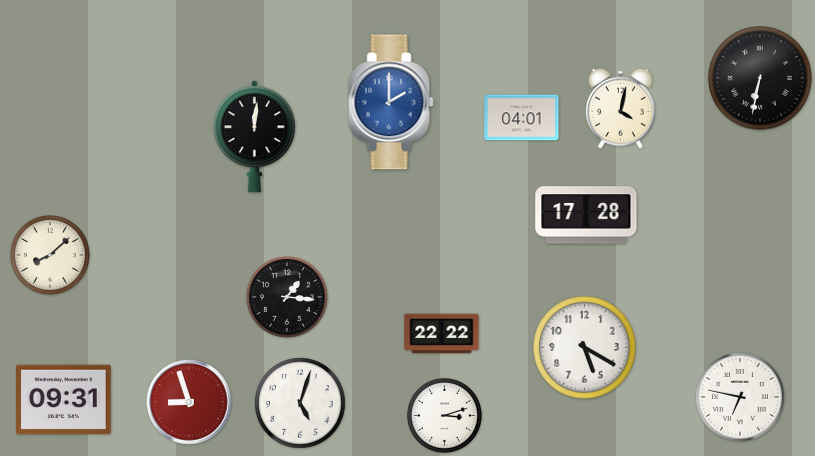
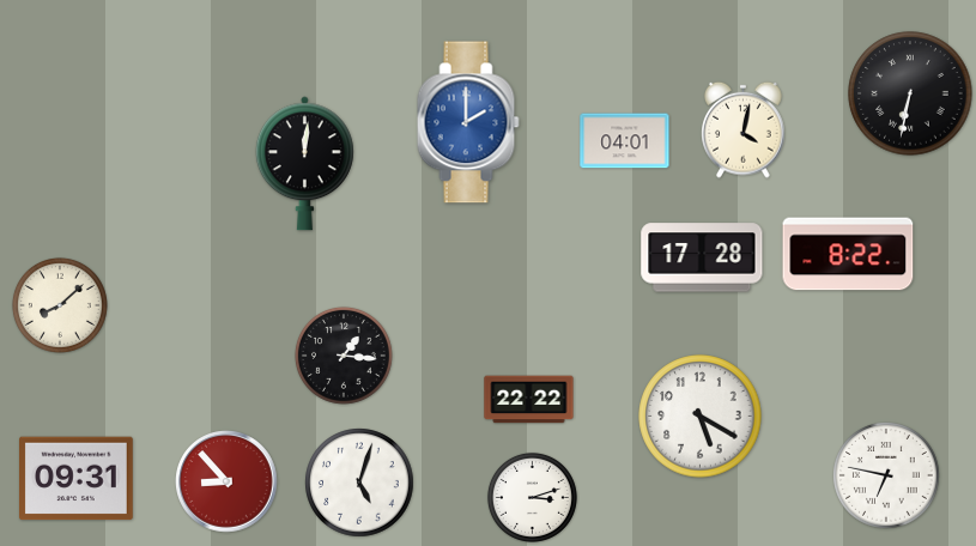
clock at (848, 254): none -> 8:22
clock at (189, 402): 8:57 -> 8:53
